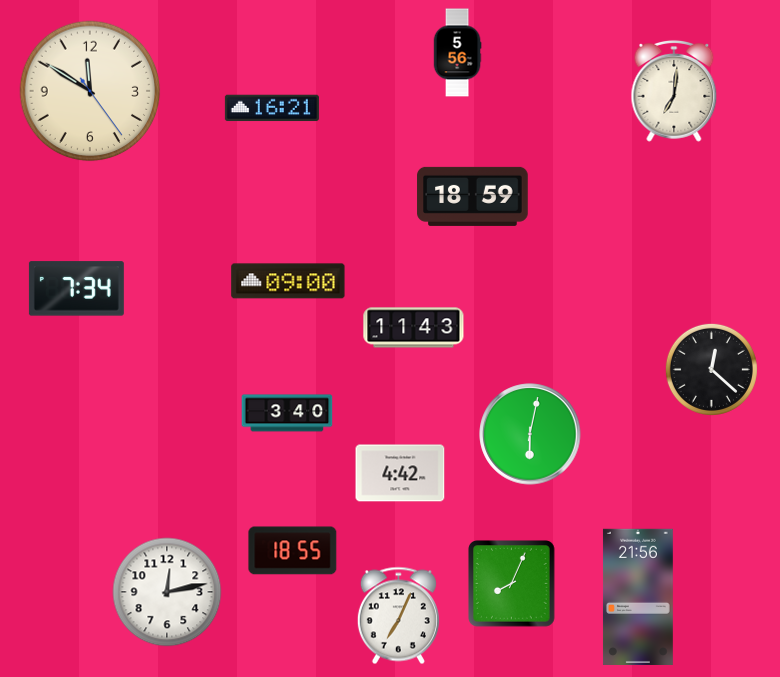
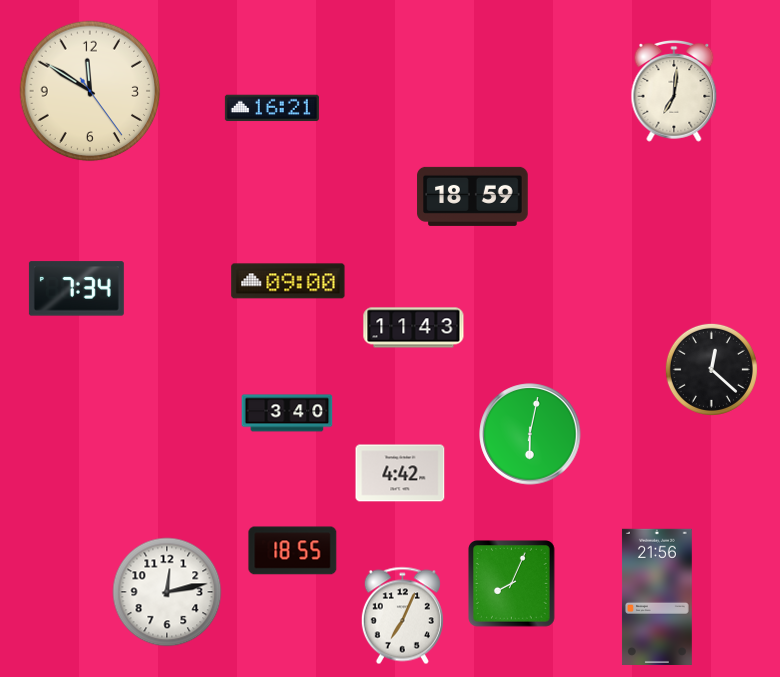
clock at (457, 53): 5:56 -> none
clock at (638, 596) position: (638, 596) -> (657, 596)
clock at (398, 616) position: (398, 616) -> (402, 616)
